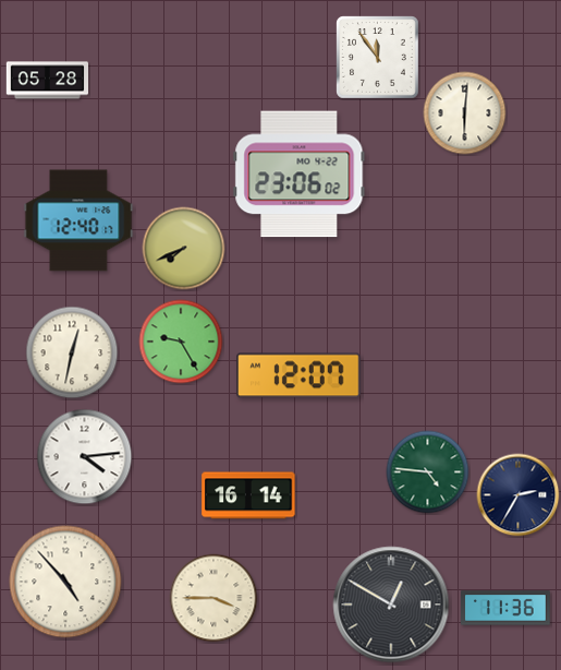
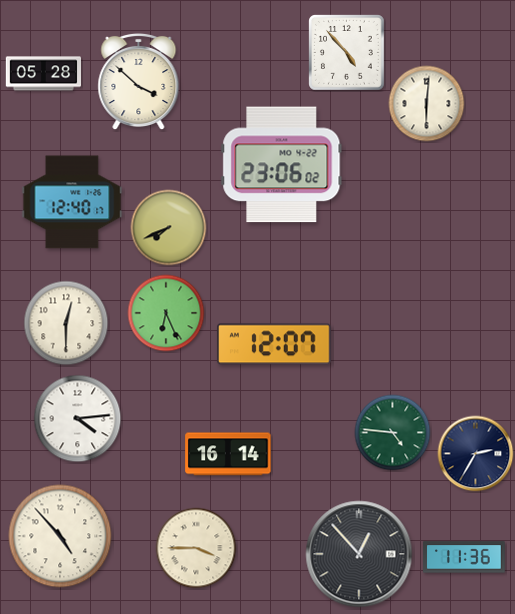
clock at (378, 58): 11:54 -> 4:53
clock at (139, 82): none -> 3:52
clock at (300, 175) position: (300, 175) -> (282, 165)
clock at (181, 342): 9:25 -> 6:26
clock at (72, 352): 12:32 -> 12:30
clock at (65, 582) position: (65, 582) -> (60, 536)
clock at (391, 605): 12:50 -> 12:53
